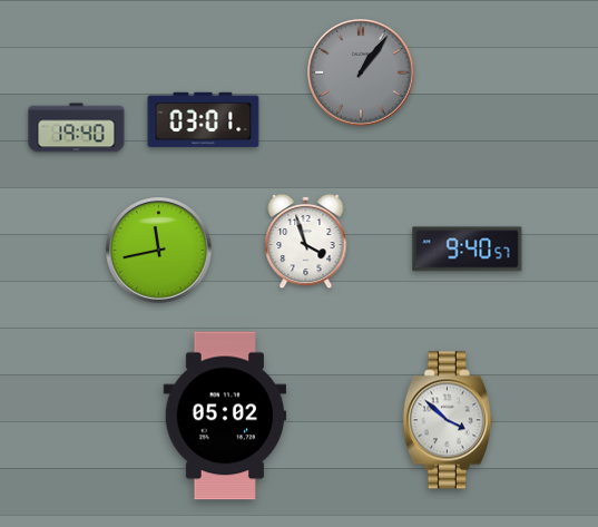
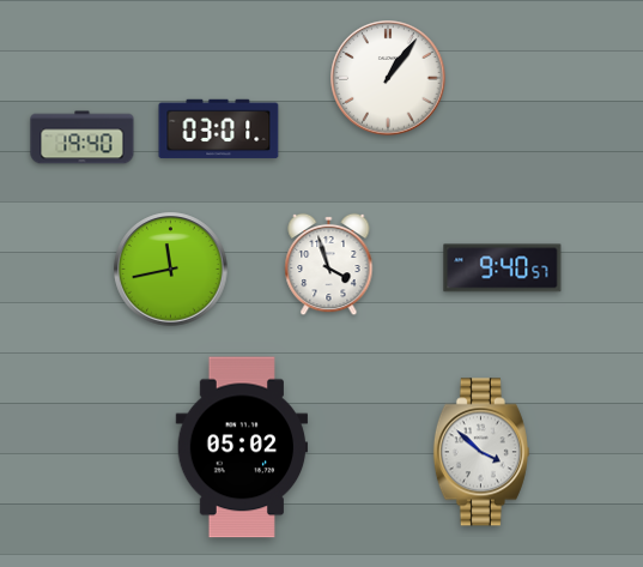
clock at (361, 72) dial: grey -> white
clock at (306, 242) position: (306, 242) -> (329, 265)
